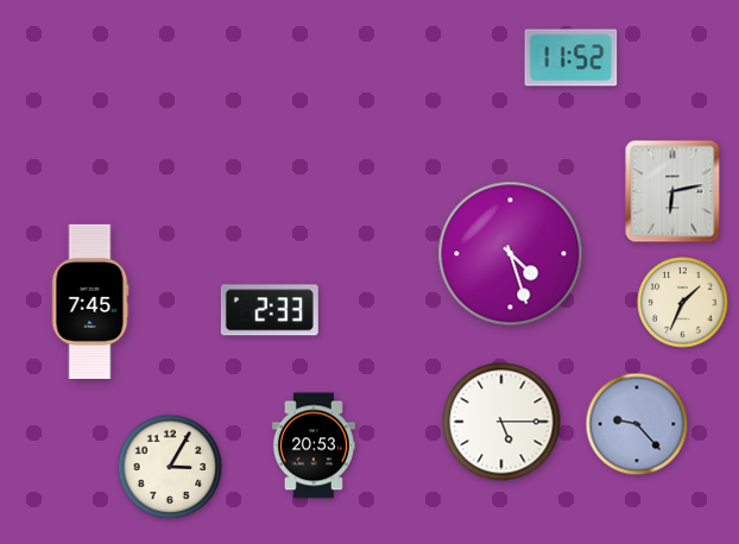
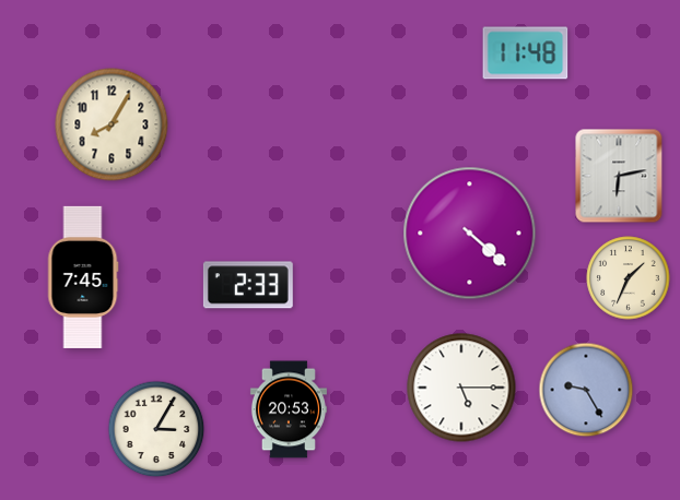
clock at (571, 58): 11:52 -> 11:48
clock at (112, 124): none -> 8:05
clock at (511, 254): 4:27 -> 4:22
clock at (637, 424): 9:23 -> 9:25
